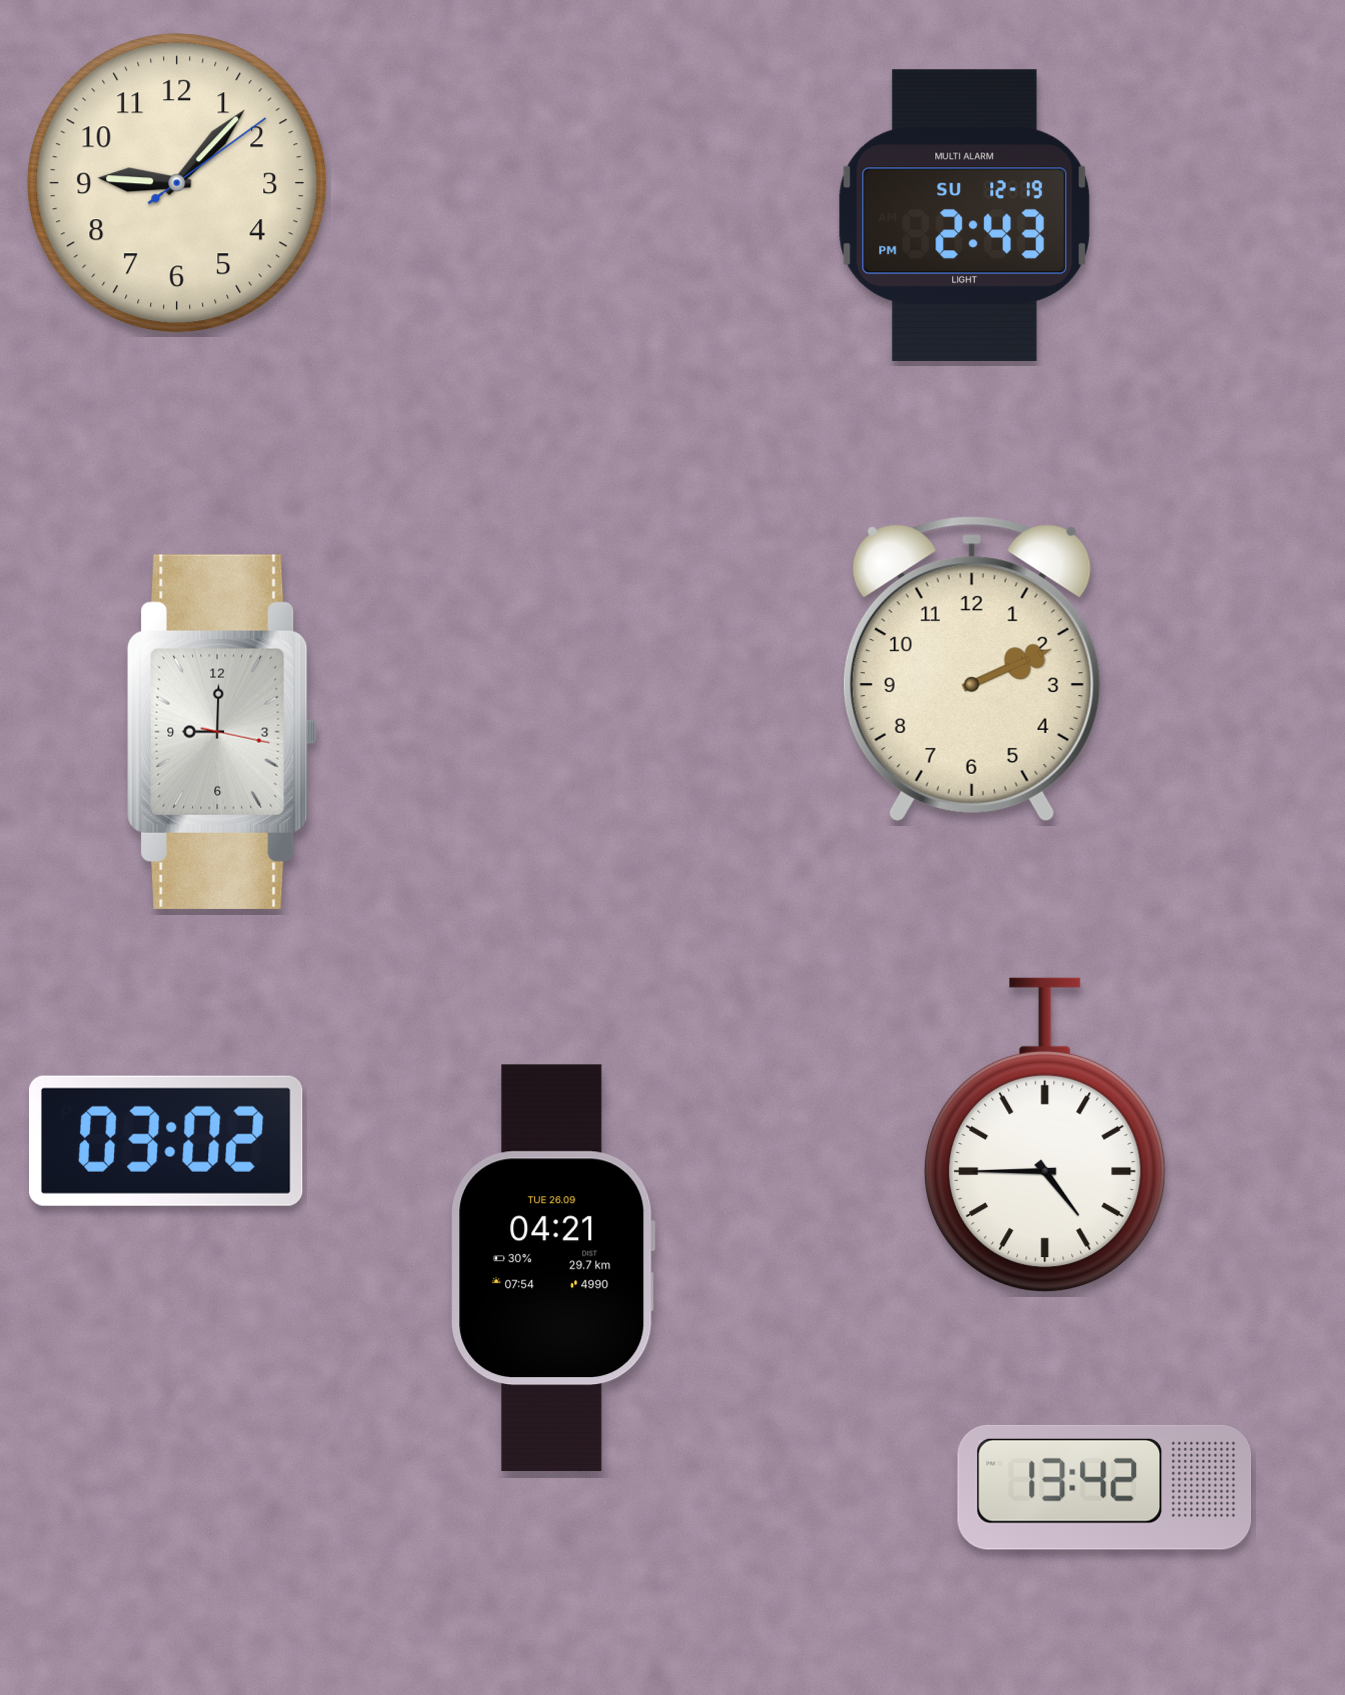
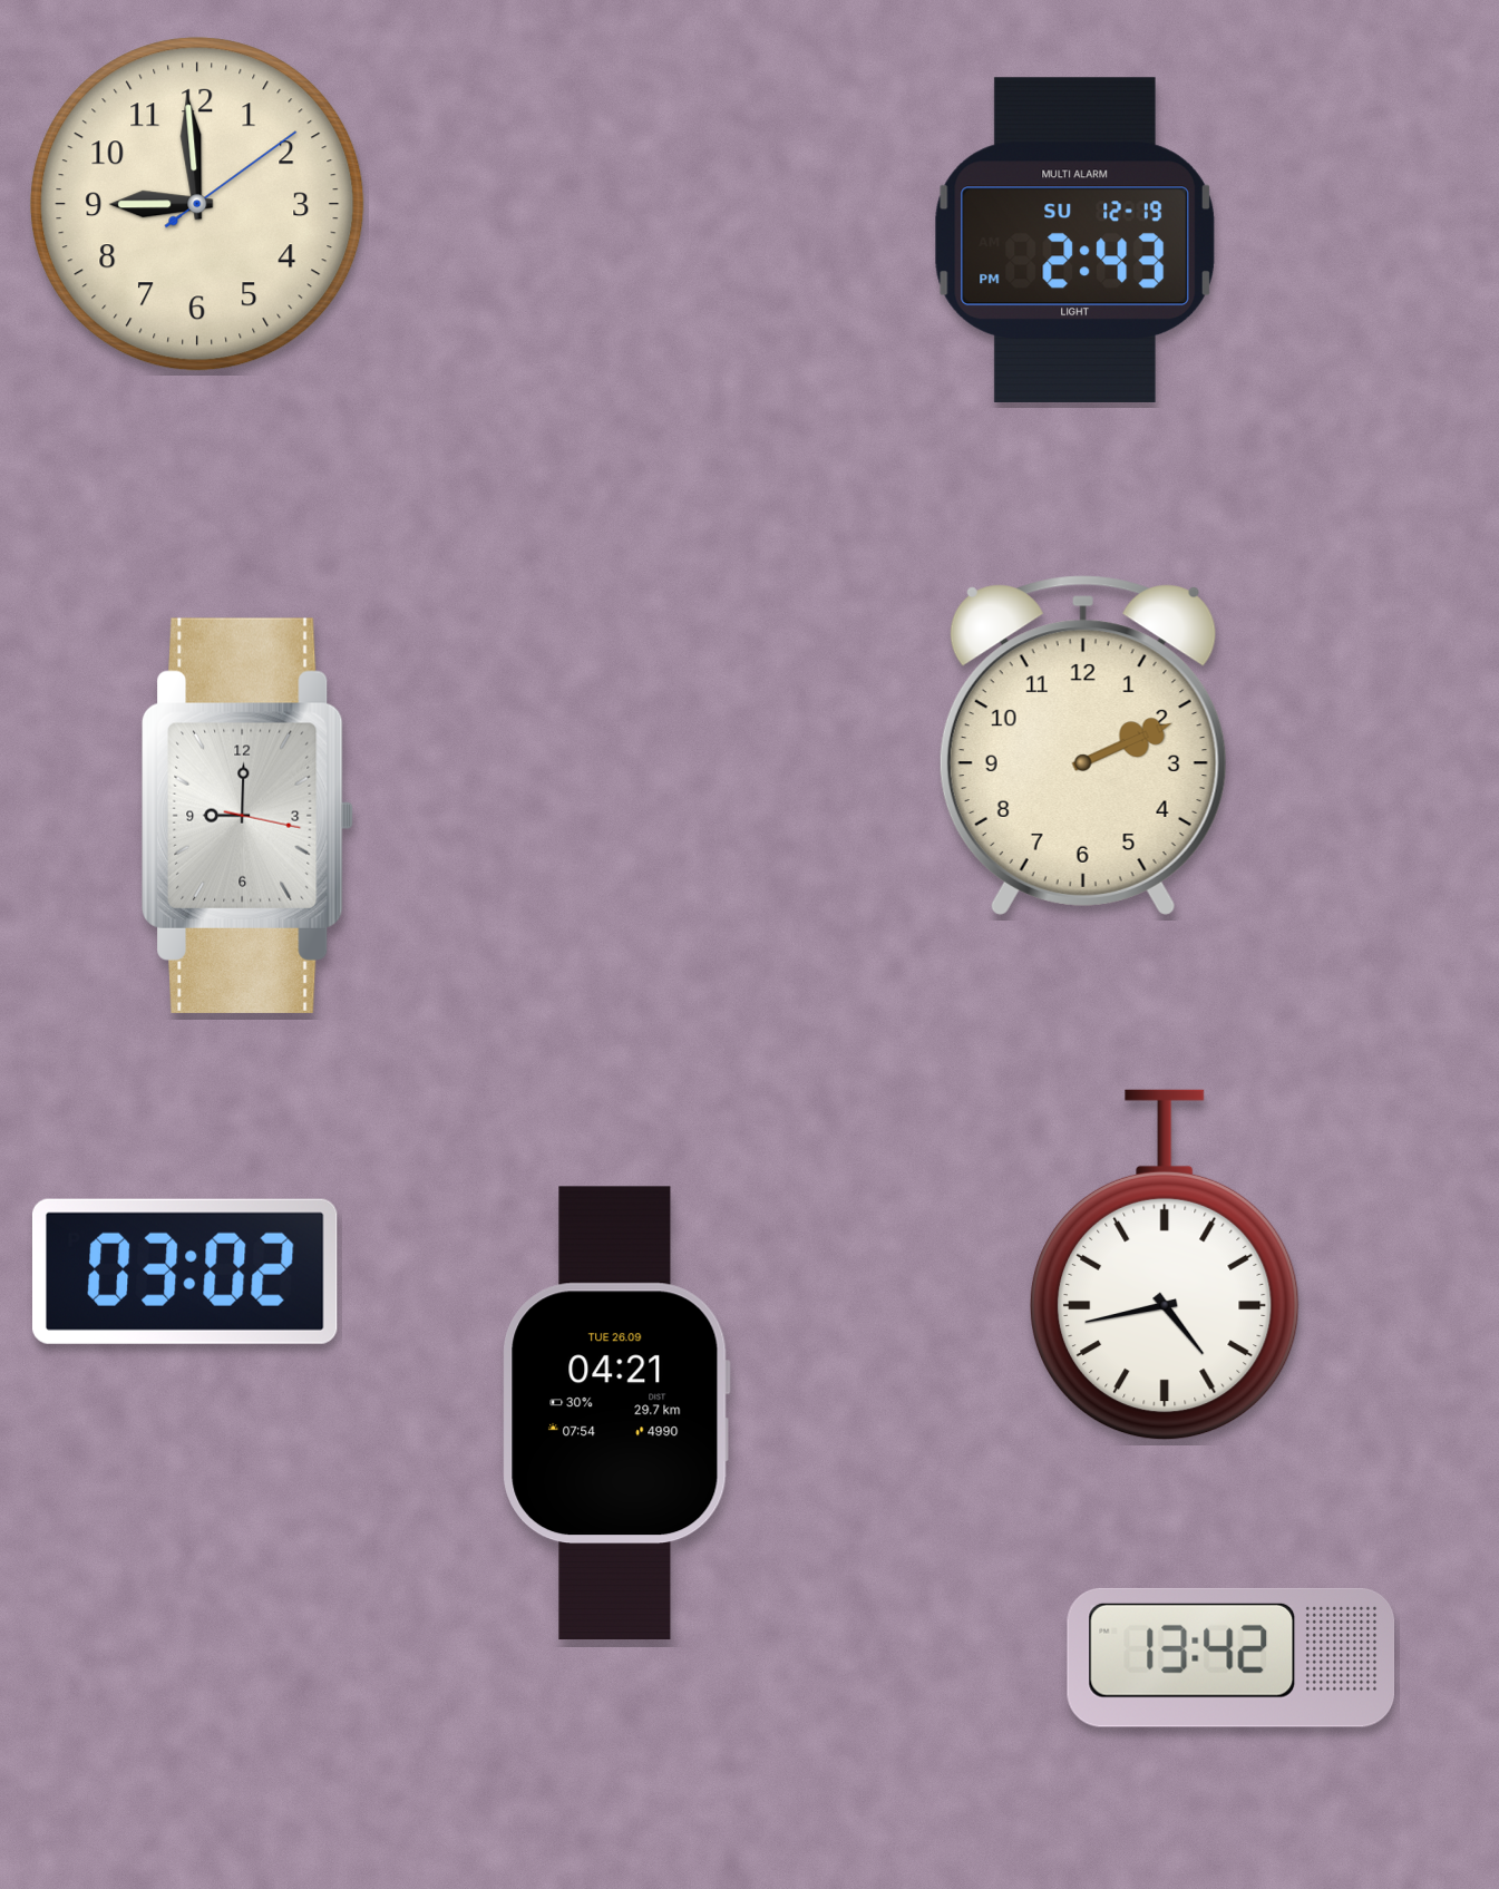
clock at (177, 183): 9:07 -> 8:59
clock at (1046, 1135): 4:45 -> 4:43
